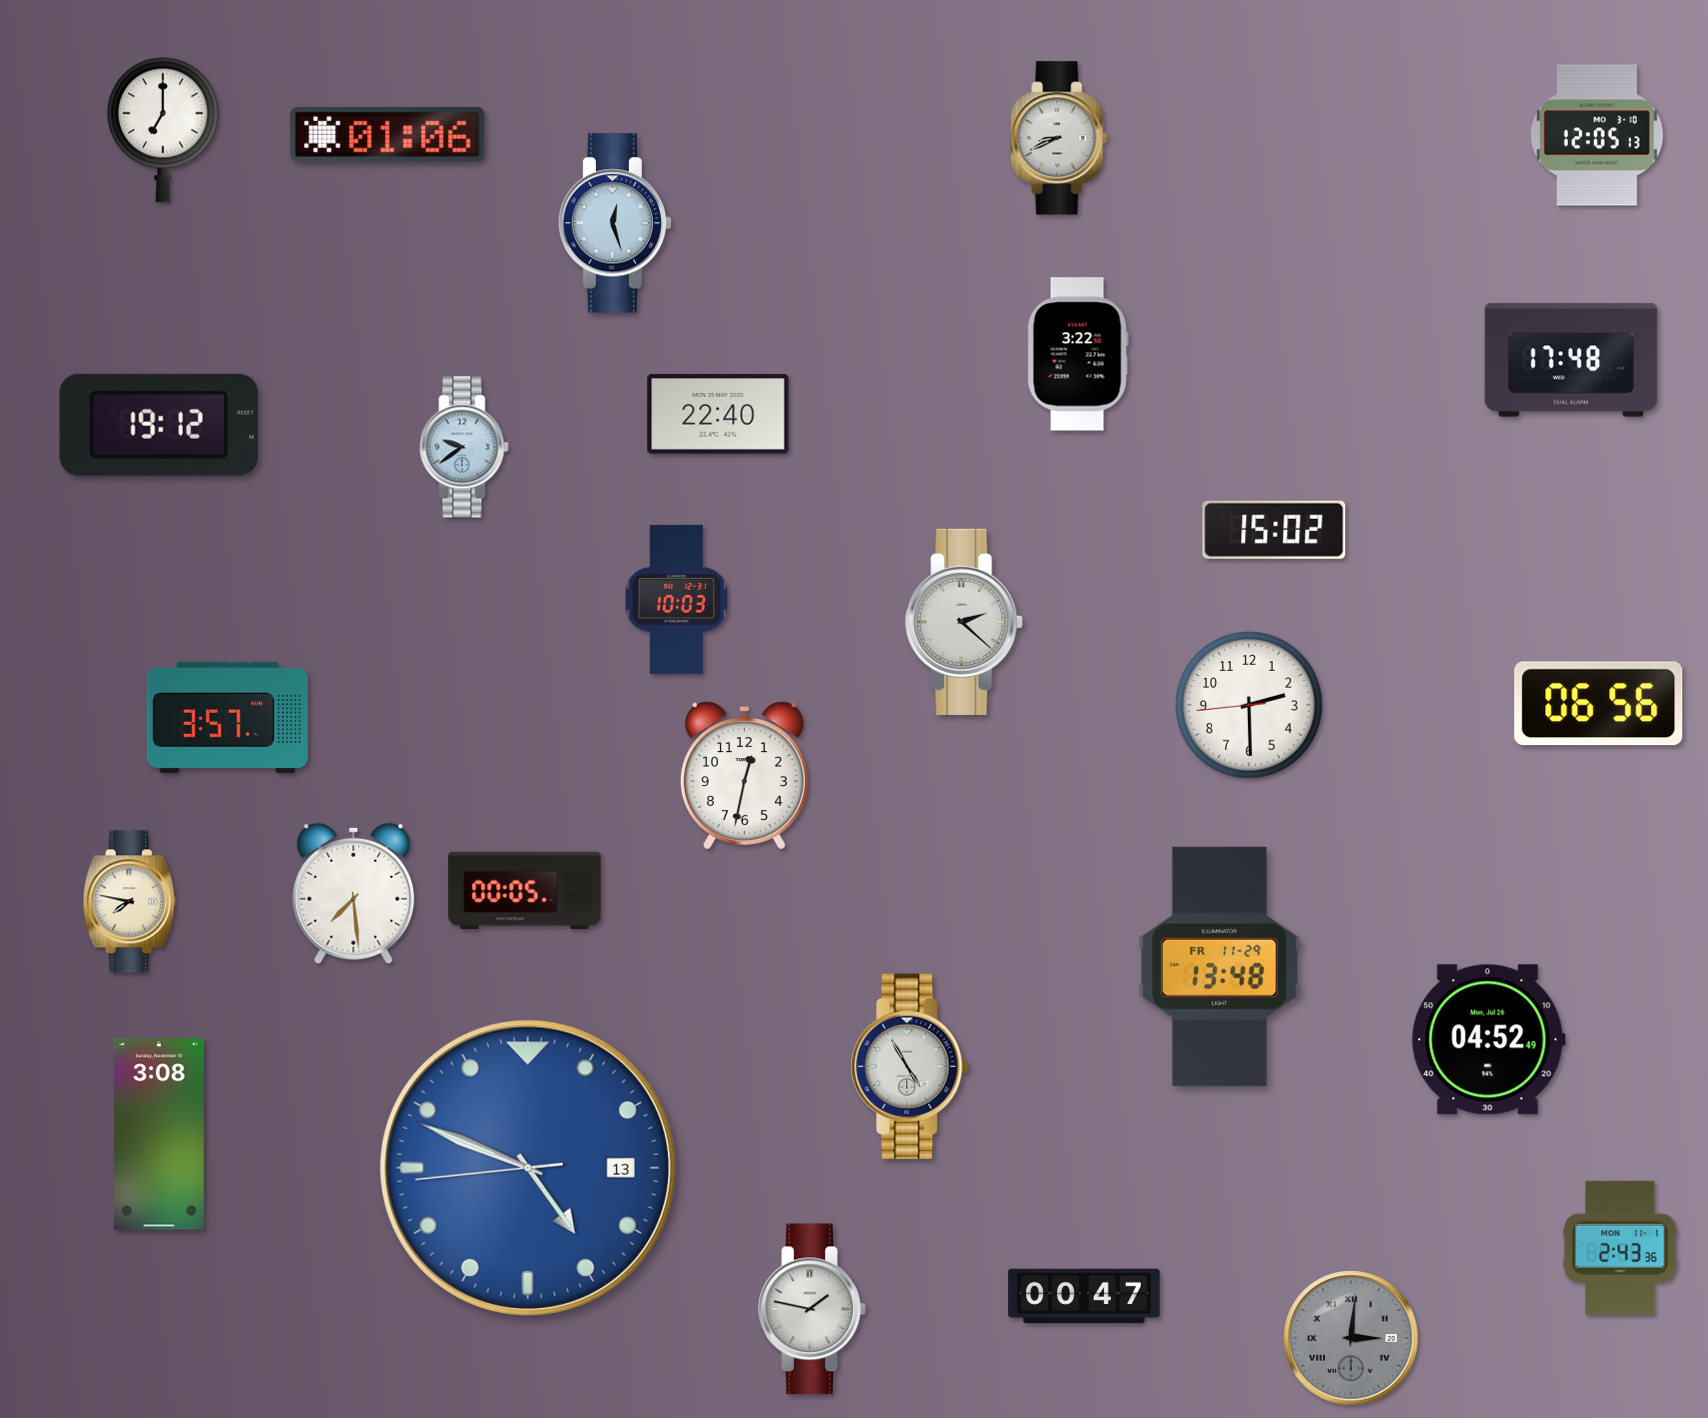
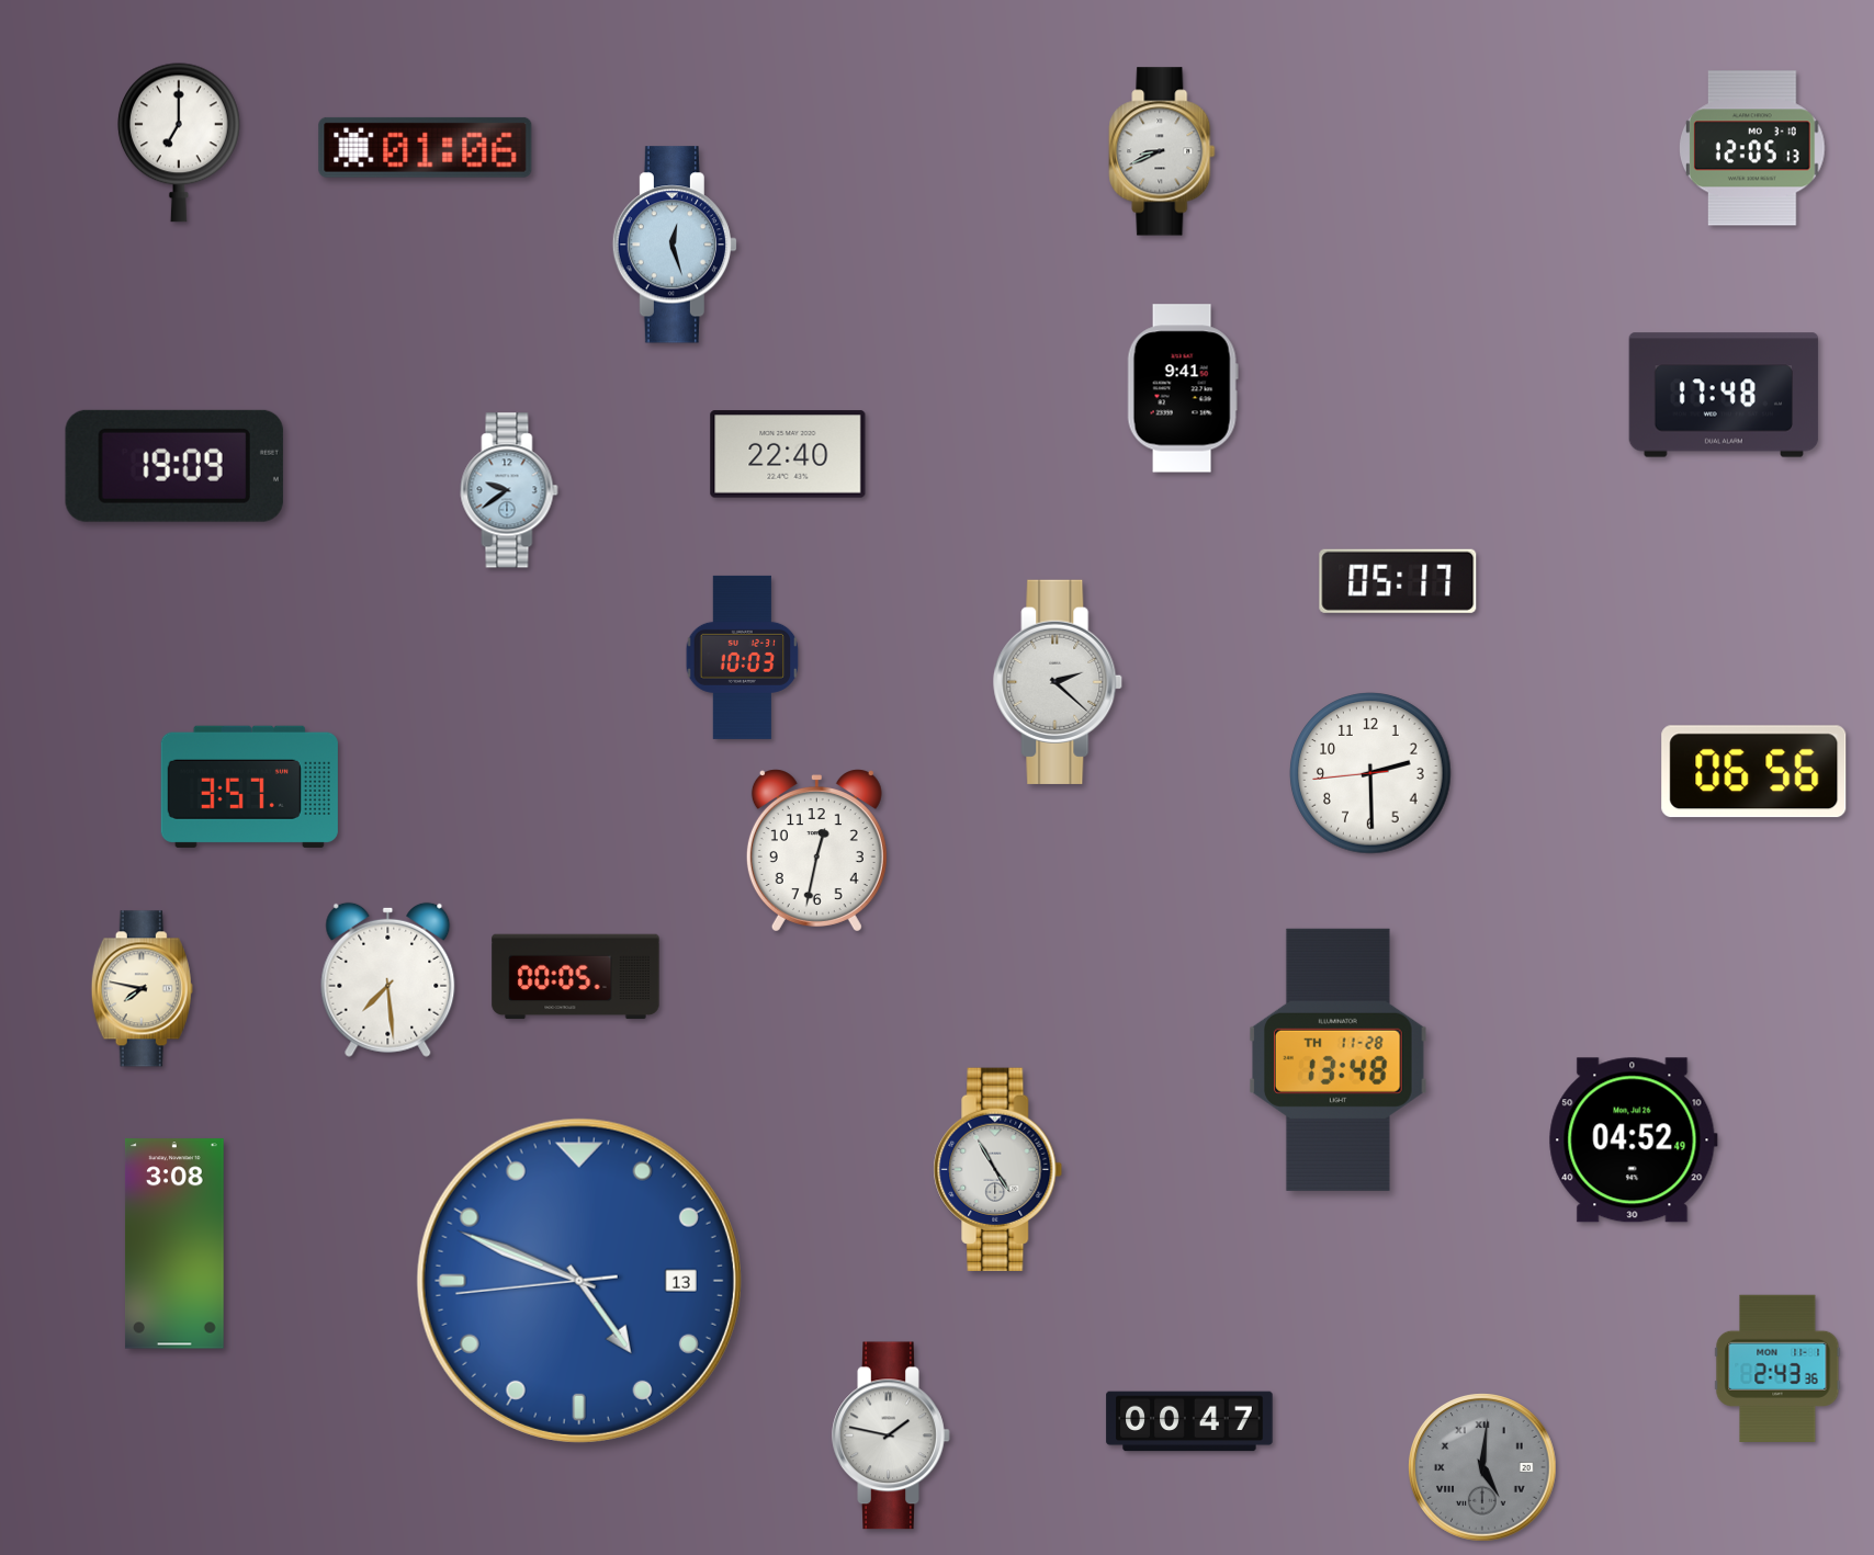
clock at (1078, 354): 3:22 -> 9:41
clock at (159, 425): 19:12 -> 19:09
clock at (1274, 530): 15:02 -> 05:17
clock at (1220, 966) date: FR 11-29 -> TH 11-28
clock at (1351, 1338): 3:01 -> 5:01
